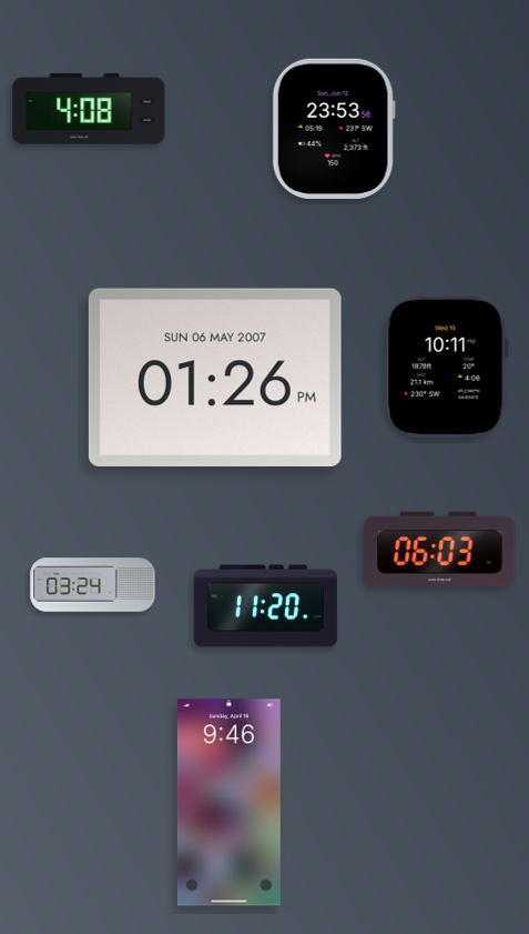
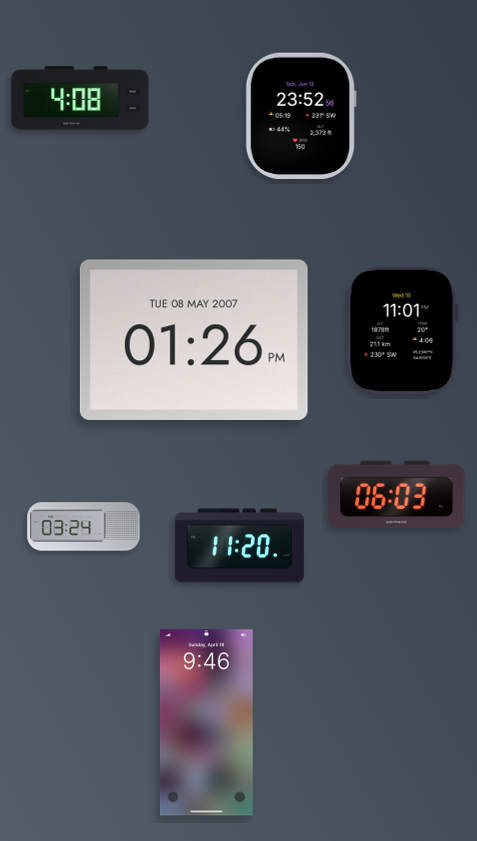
clock at (334, 128): 23:53 -> 23:52
clock at (446, 366): 10:11 -> 11:01
clock at (215, 378) date: SUN 06 MAY 2007 -> TUE 08 MAY 2007
